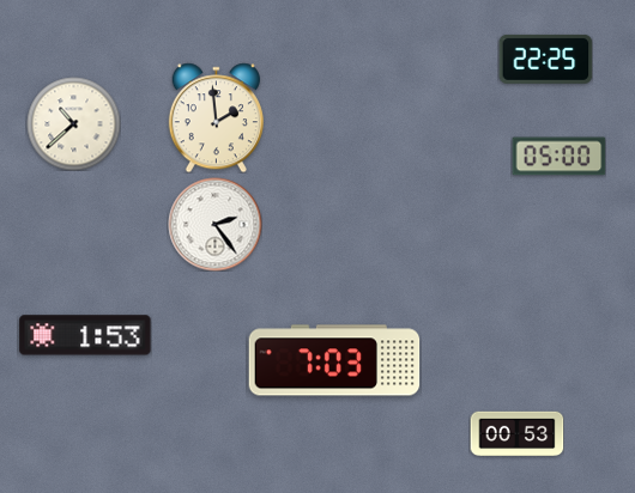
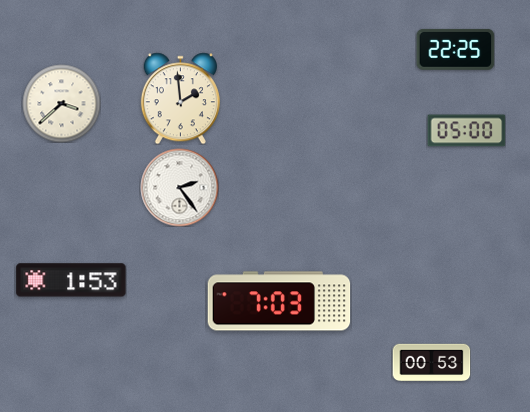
clock at (73, 123): 10:38 -> 3:38
